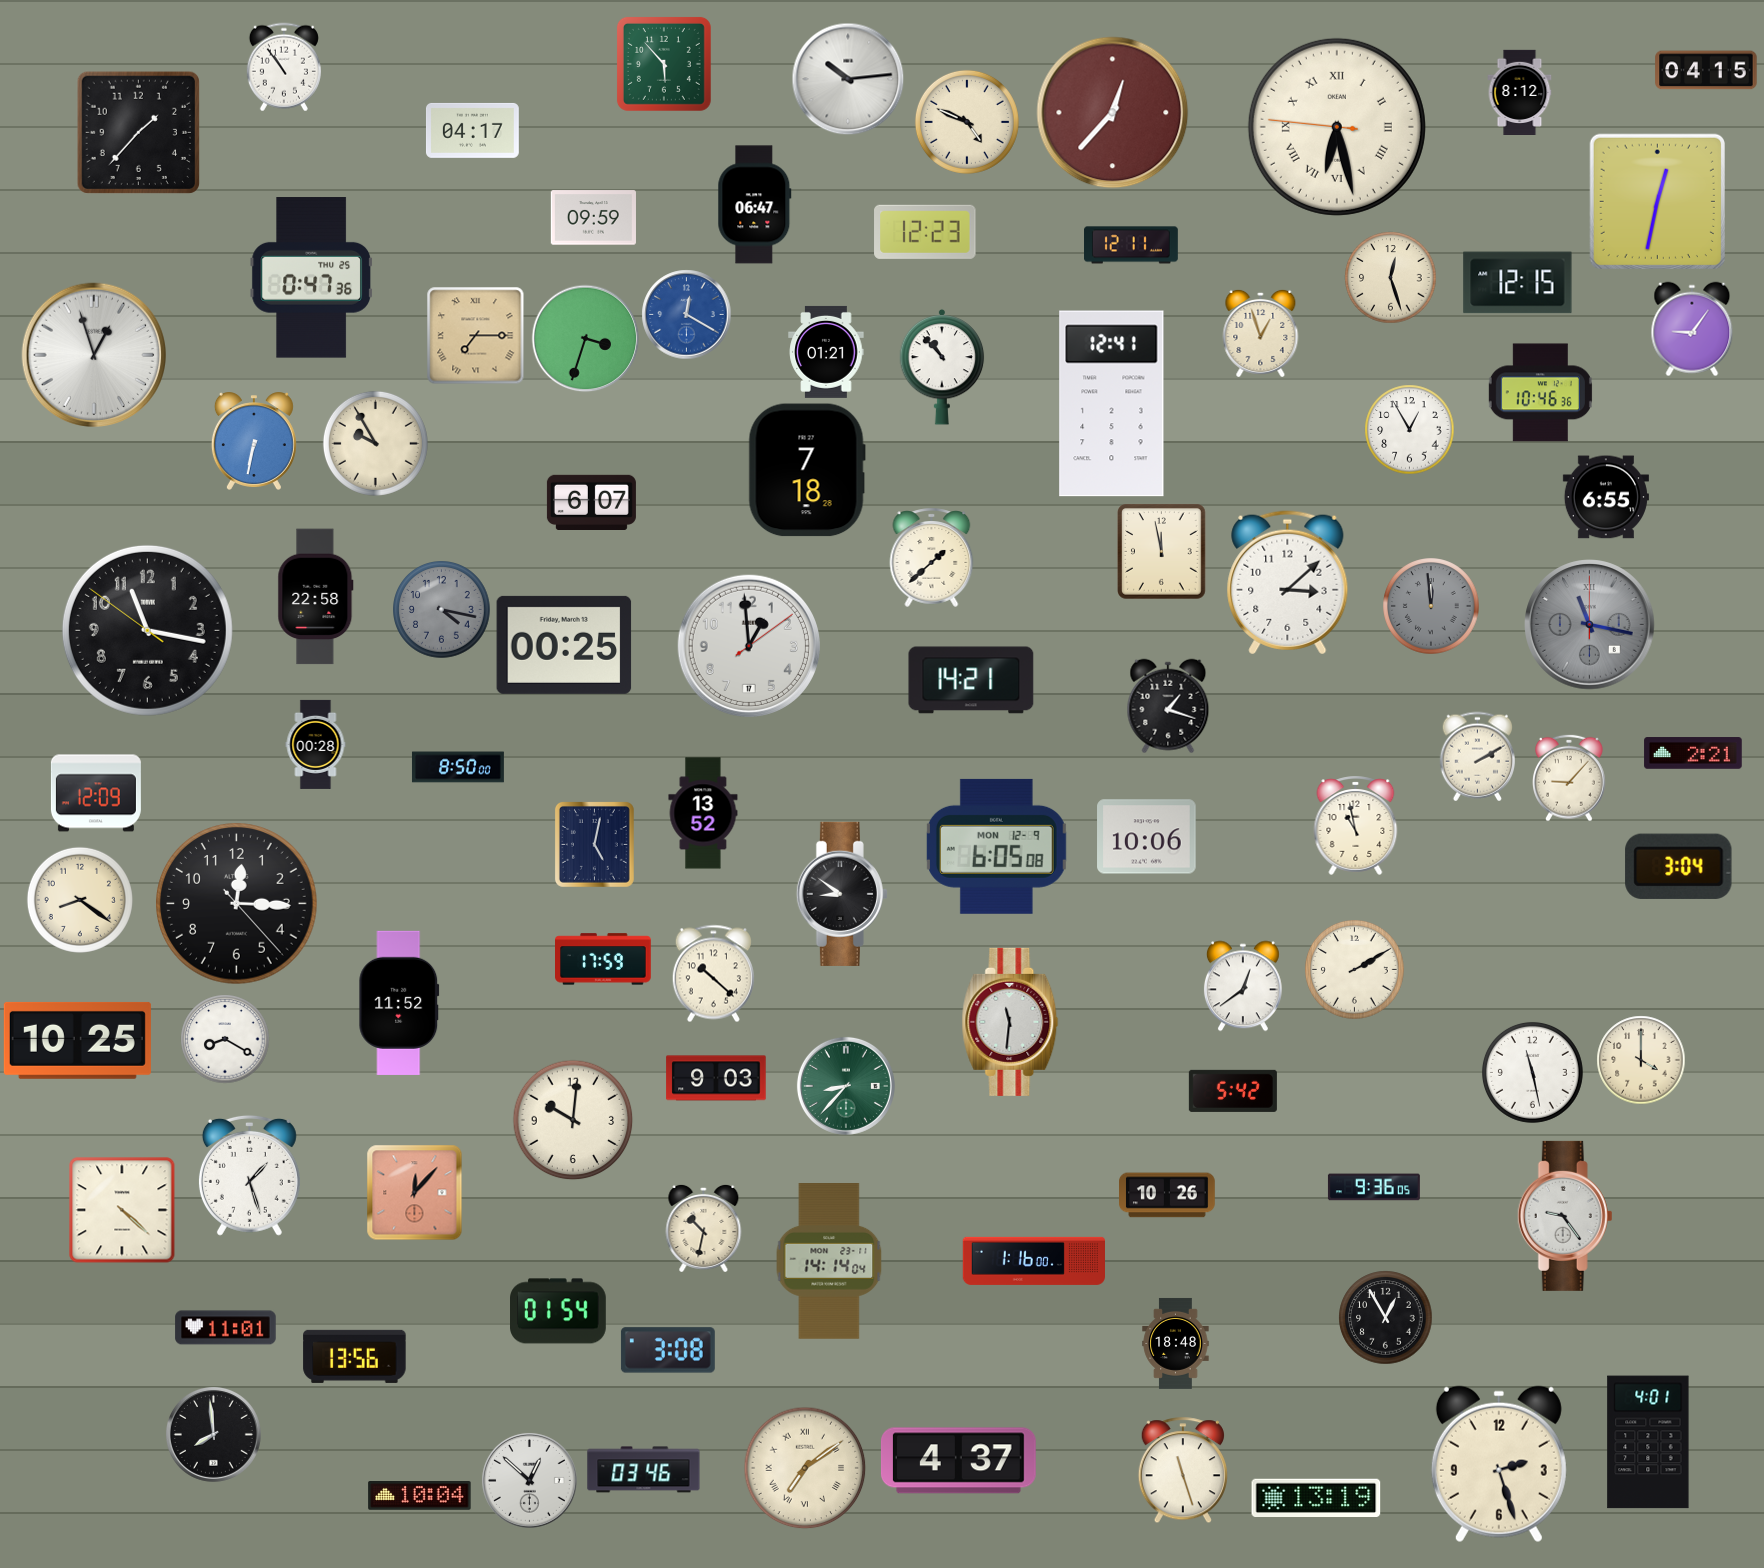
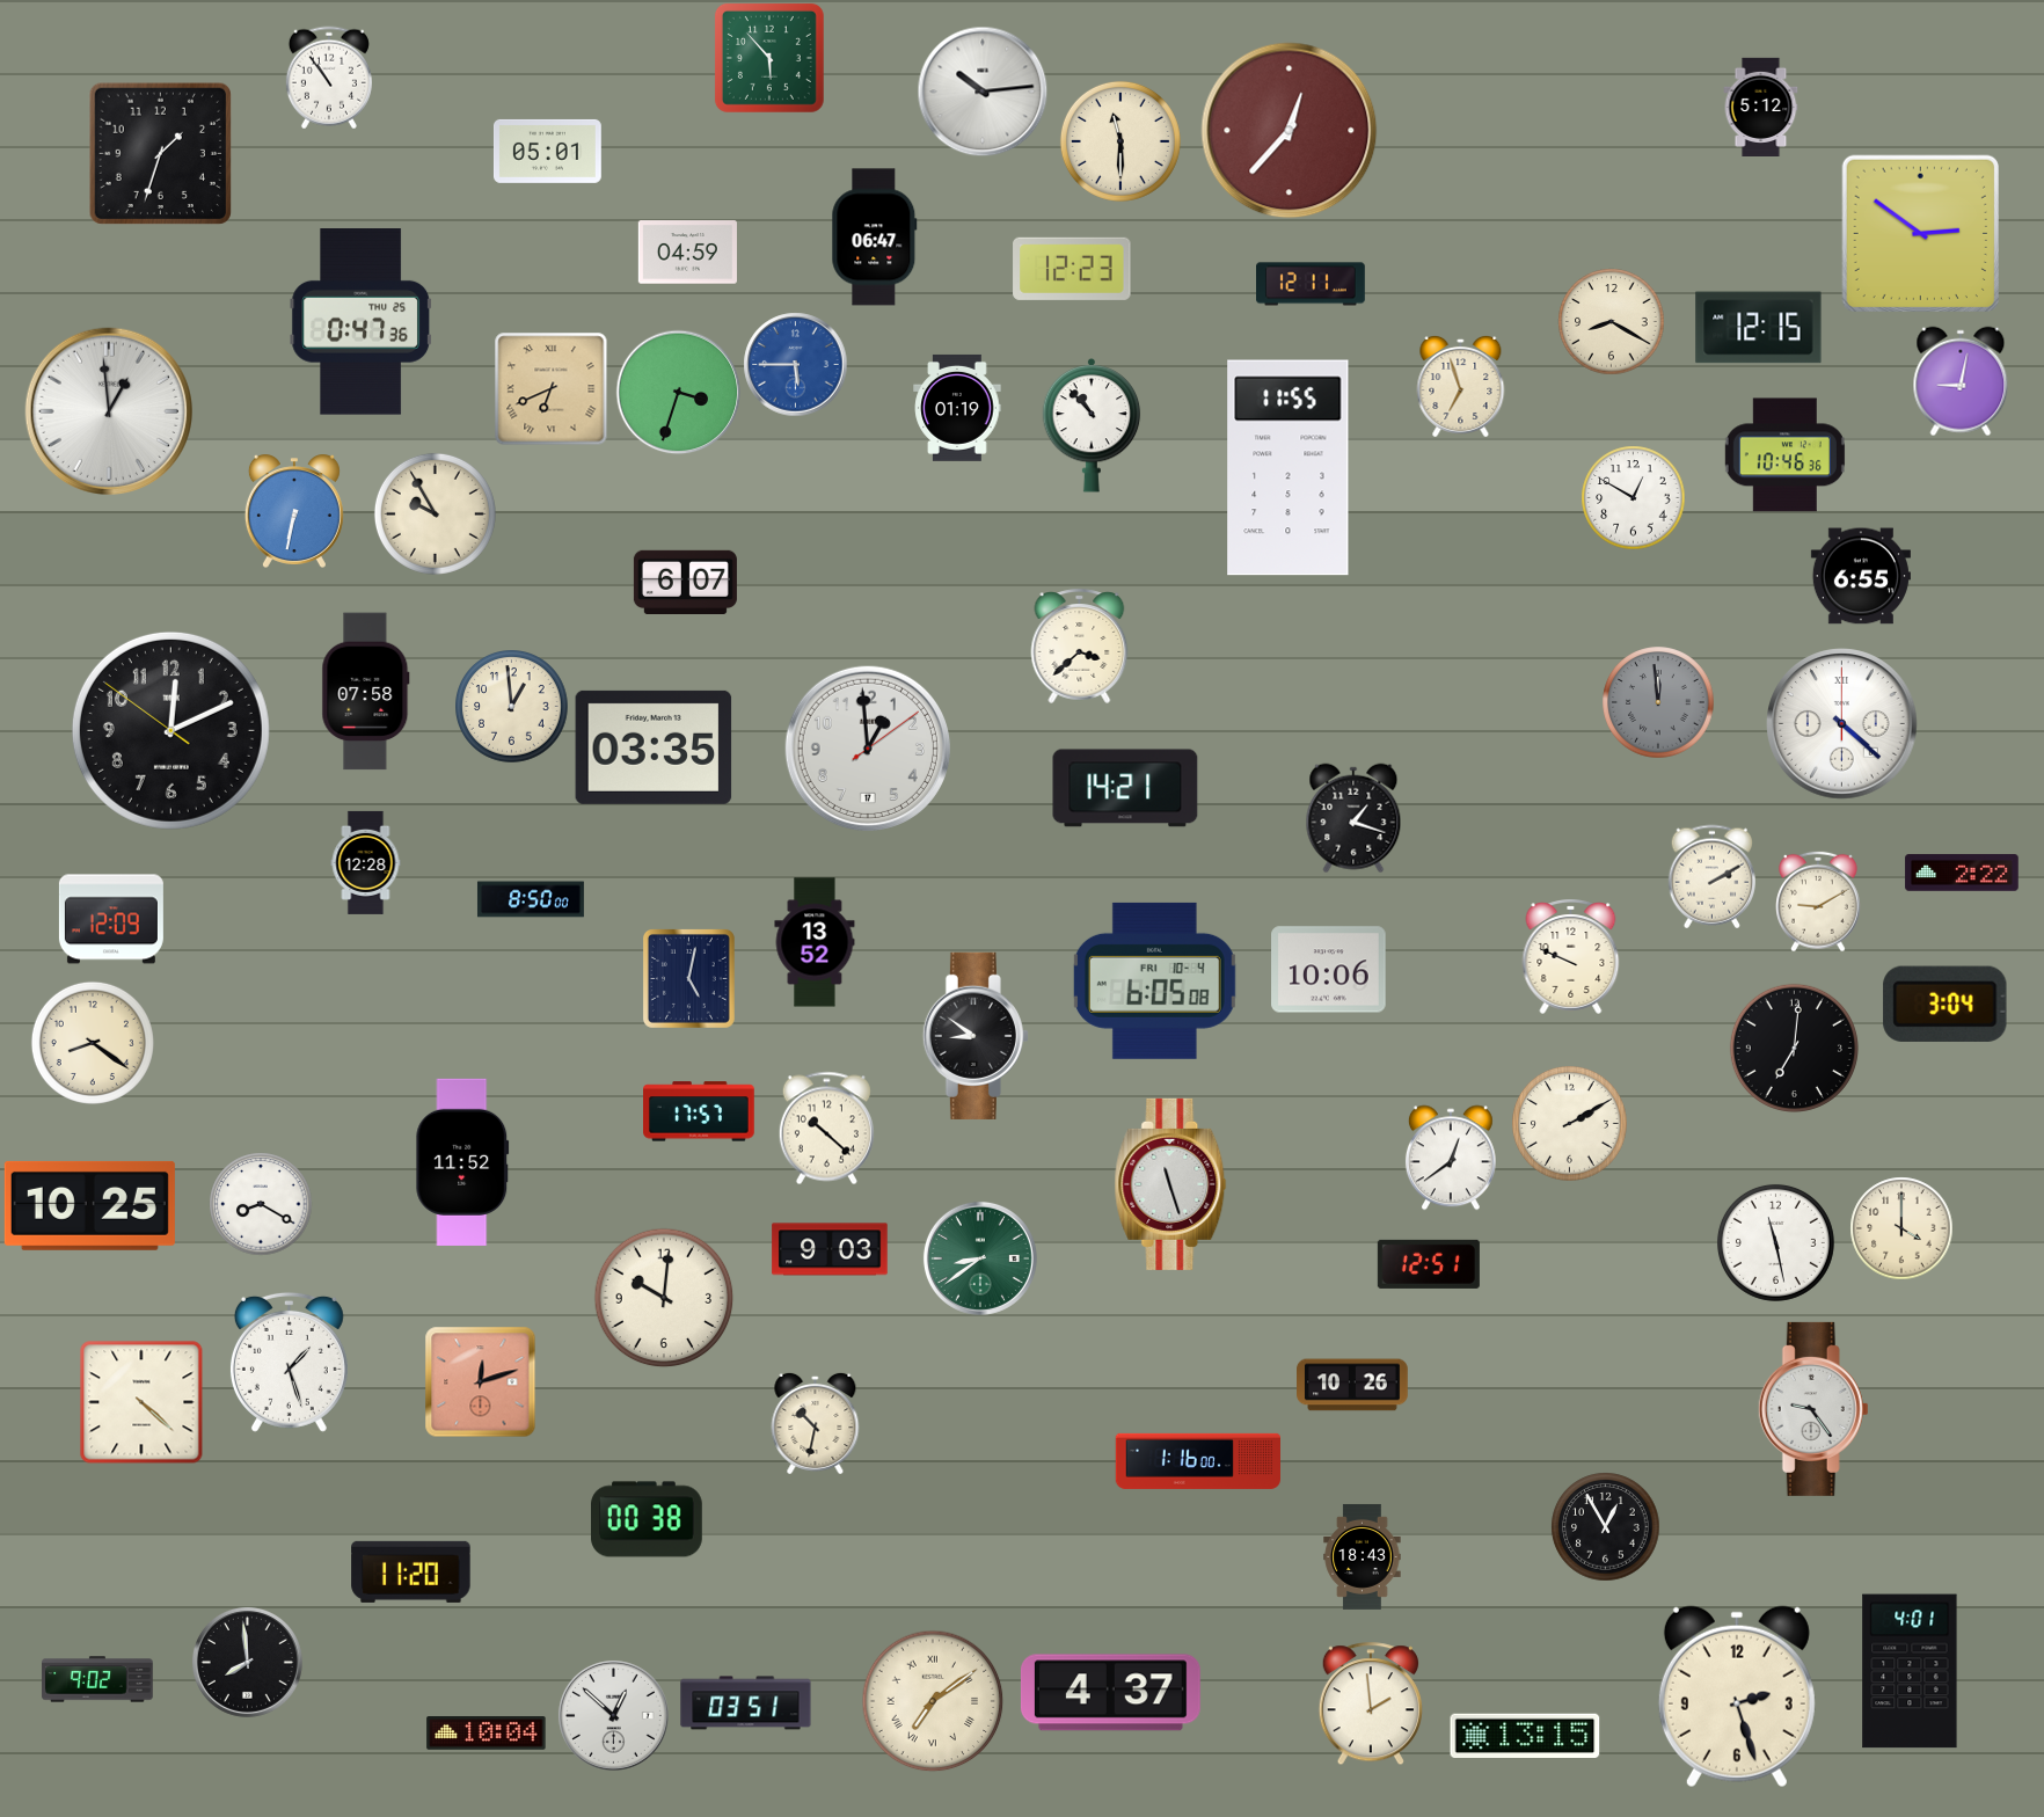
clock at (664, 64) position: (664, 64) -> (769, 58)
clock at (1706, 70): 04:15 -> none
clock at (1520, 92): 8:12 -> 5:12
clock at (967, 122): 4:49 -> 11:30
clock at (1337, 127): 6:27 -> none
clock at (472, 130): 04:17 -> 05:01
clock at (138, 132): 1:37 -> 1:33
clock at (1657, 201): 12:32 -> 2:51
clock at (593, 218): 09:59 -> 04:59
clock at (1390, 277): 12:27 -> 8:20
clock at (686, 314): 12:20 -> 5:45
clock at (1692, 329): 9:06 -> 9:02
clock at (1261, 333): 12:57 -> 6:57
clock at (475, 335): 7:15 -> 6:41
clock at (826, 352): 01:21 -> 01:19
clock at (93, 354): 12:57 -> 12:59
clock at (1112, 404): 12:41 -> 11:55
clock at (1409, 429): 12:55 -> 12:50
clock at (807, 470): 7:18 -> none
clock at (1162, 551): 11:58 -> none
clock at (932, 557): 1:38 -> 3:38
clock at (1288, 583): 3:08 -> none
clock at (316, 597): 22:58 -> 07:58
clock at (442, 610): 4:17 -> 12:59
clock at (442, 610) dial: grey -> cream
clock at (1590, 625): 11:17 -> 4:22
clock at (1590, 625) dial: grey -> white
clock at (147, 630): 11:16 -> 12:10
clock at (564, 645): 00:25 -> 03:35
clock at (316, 744): 00:28 -> 12:28
clock at (1693, 753): 2:21 -> 2:22
clock at (458, 767) position: (458, 767) -> (531, 899)
clock at (1570, 778): 9:07 -> 9:10
clock at (1356, 825): 10:58 -> 9:49
clock at (996, 846) date: MON 12-9 -> FRI 10-4
clock at (237, 904): 12:15 -> none
clock at (1794, 1048): none -> 7:01
clock at (604, 959): 17:59 -> 17:57
clock at (1243, 986) position: (1243, 986) -> (1451, 1158)
clock at (1010, 1022): 11:31 -> 11:27
clock at (846, 1086): 8:37 -> 8:39
clock at (1233, 1091): 5:42 -> 12:51
clock at (1374, 1187): 9:36 -> none
clock at (414, 1192): 12:07 -> 12:12
clock at (829, 1262): 14:14 -> none
clock at (559, 1311): 01:54 -> 00:38
clock at (226, 1328): 11:01 -> none
clock at (1176, 1343): 18:48 -> 18:43
clock at (668, 1350): 3:08 -> none
clock at (355, 1356): 13:56 -> 11:20
clock at (97, 1679): none -> 9:02
clock at (644, 1470): 03:46 -> 03:51
clock at (1183, 1470): 11:27 -> 1:59
clock at (1316, 1497): 13:19 -> 13:15
